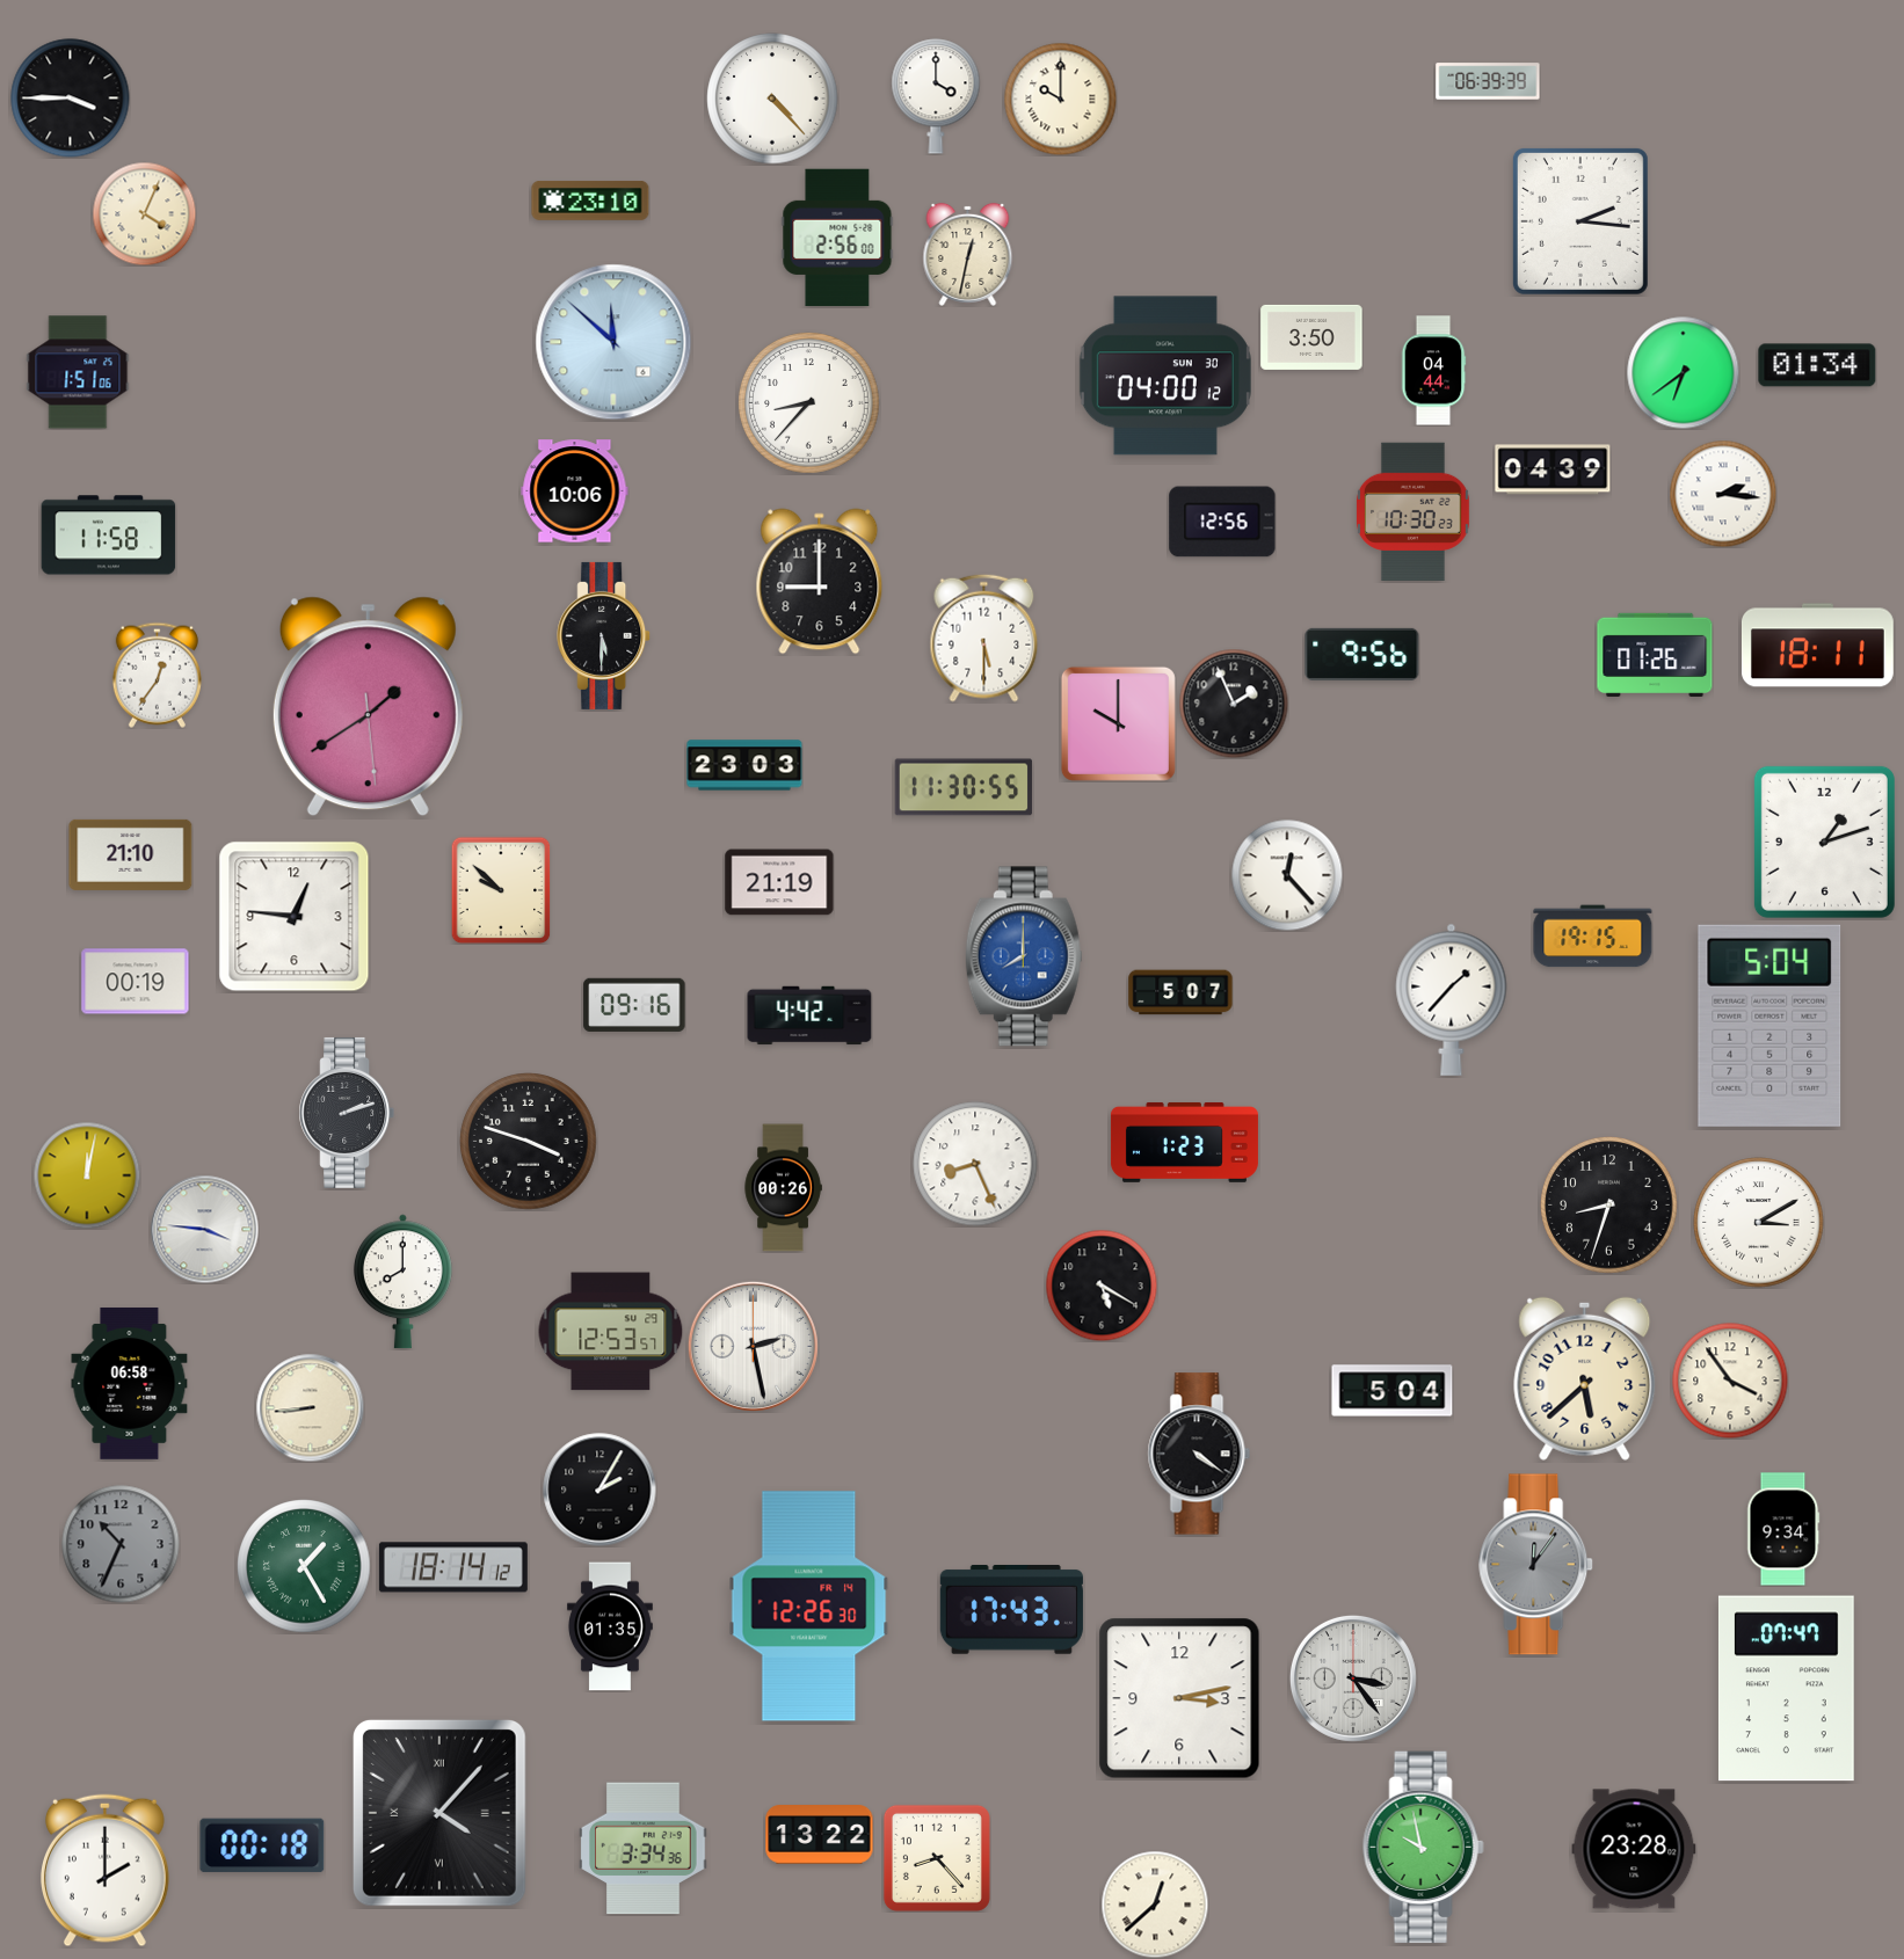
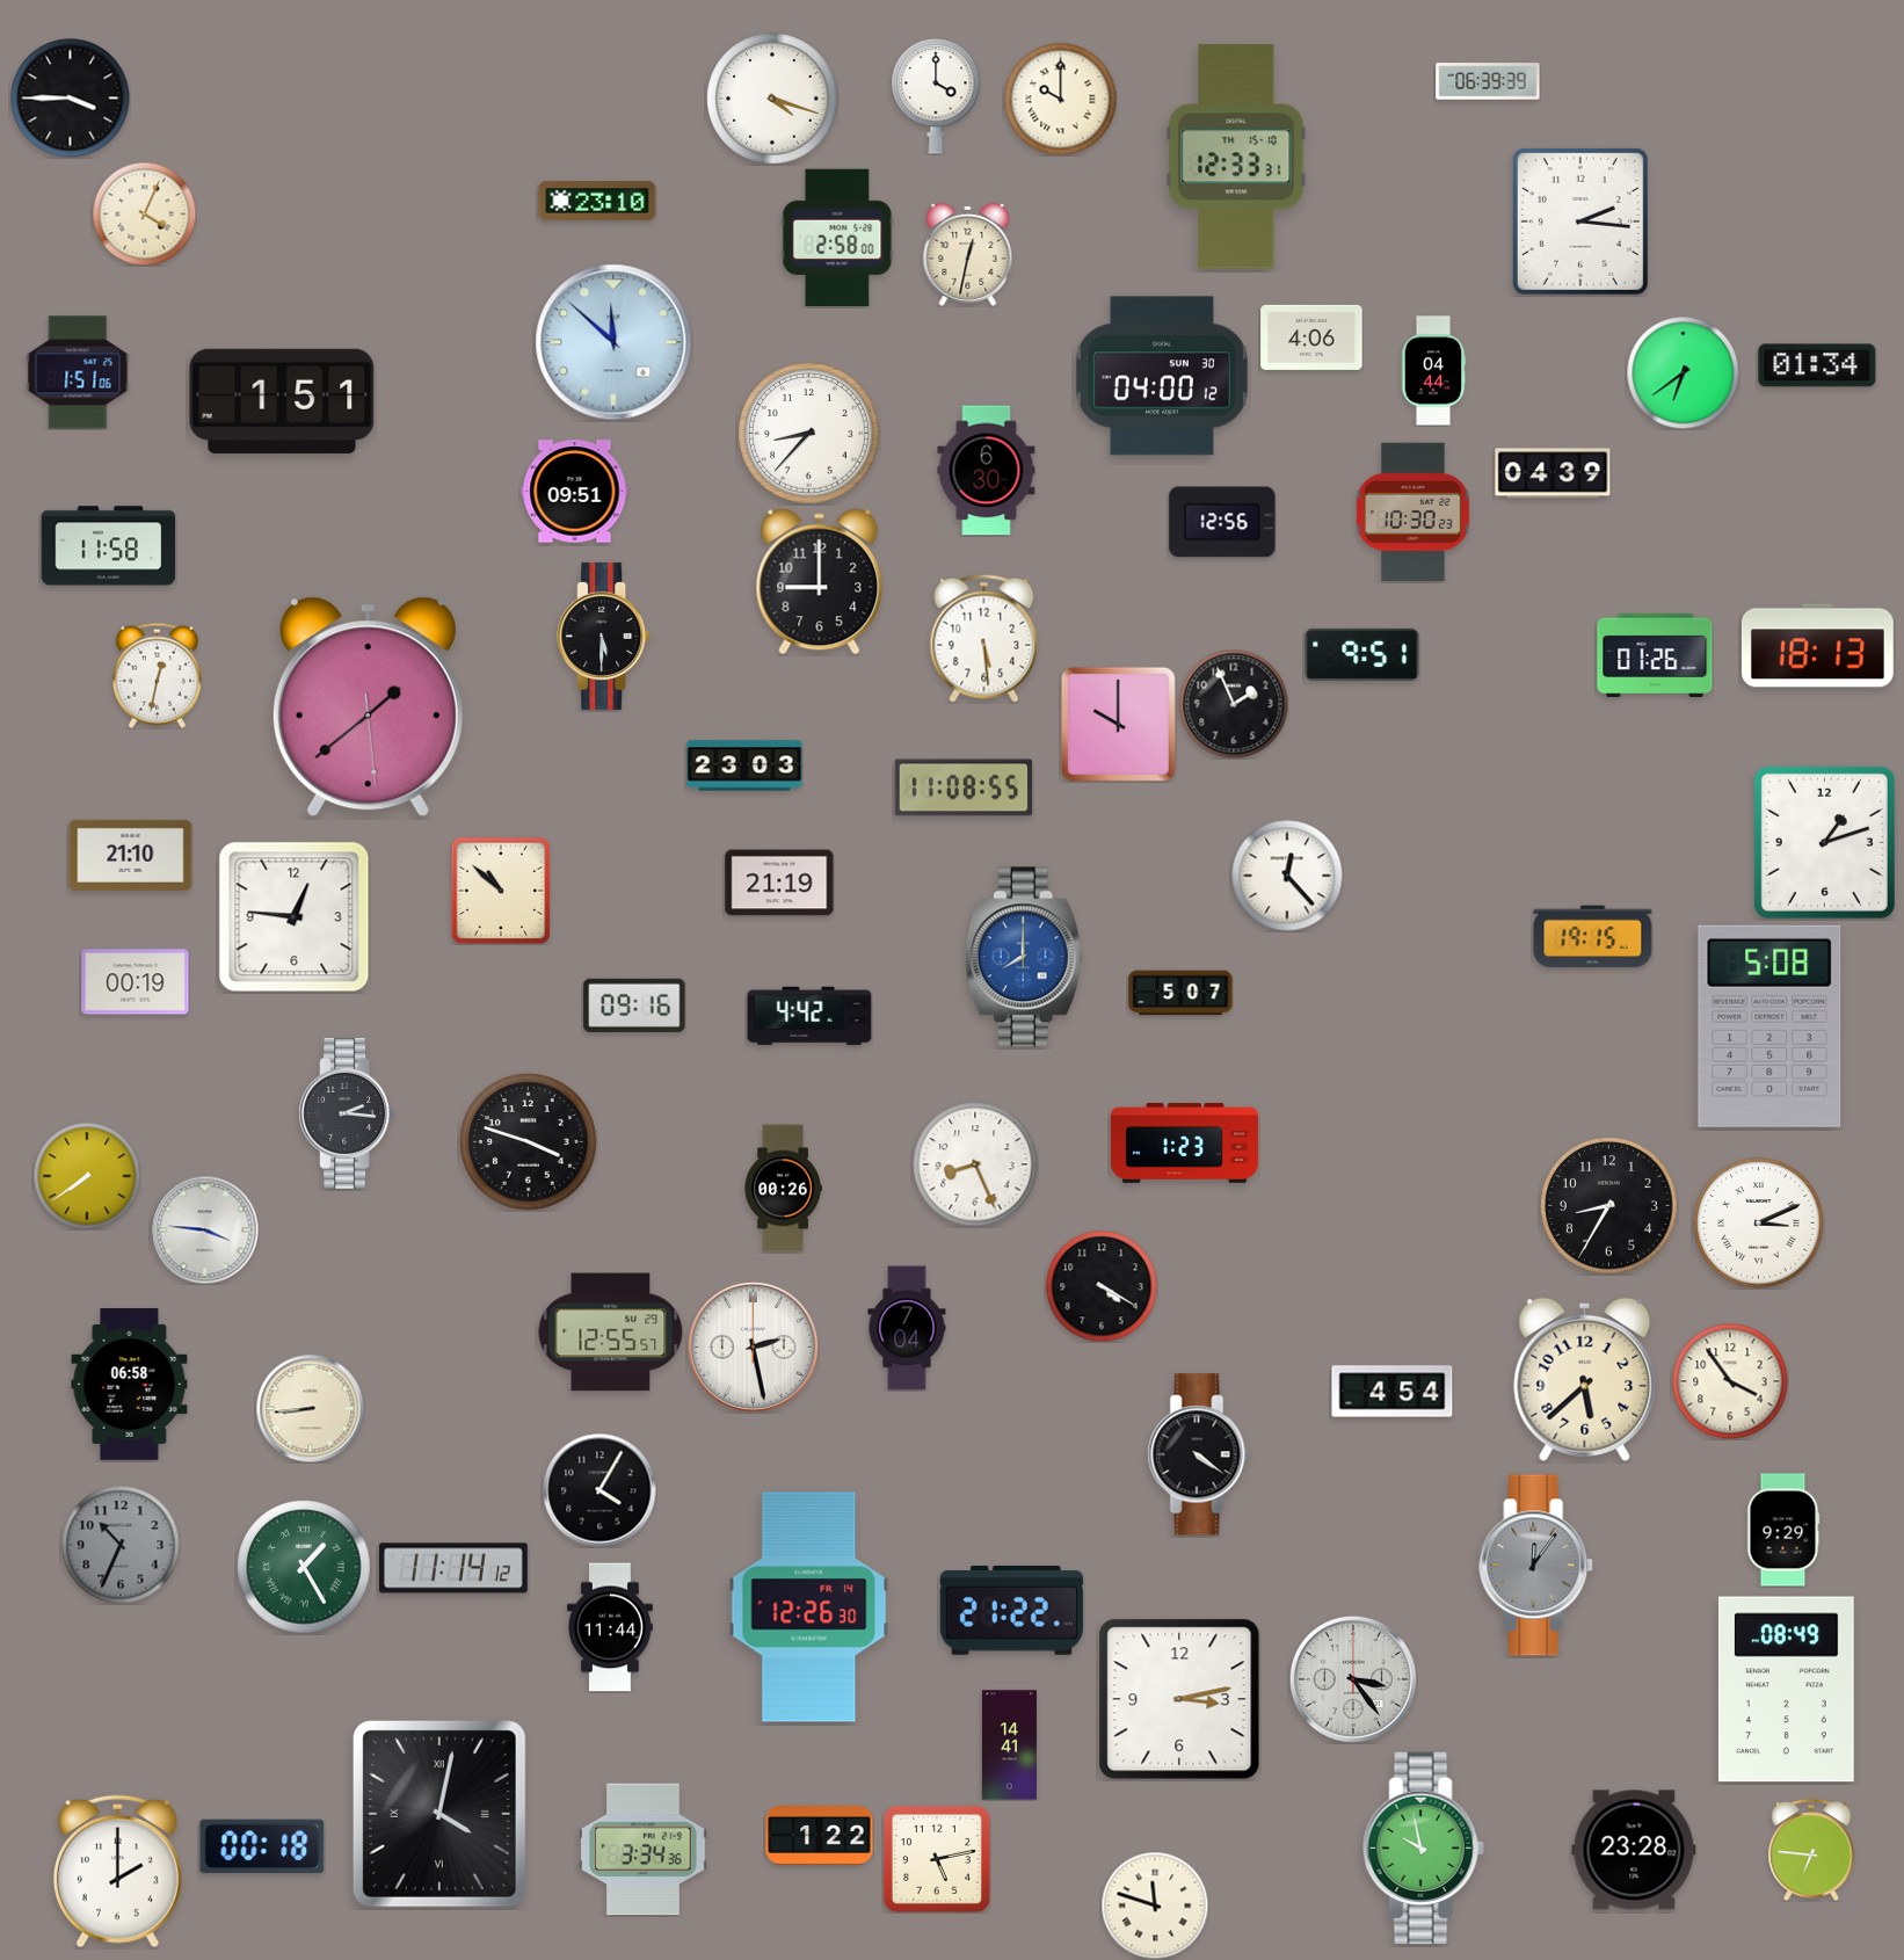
clock at (772, 99): 4:23 -> 4:18
clock at (1236, 157): none -> 12:33
clock at (590, 202) position: (590, 202) -> (597, 202)
clock at (837, 238): 2:56 -> 2:58
clock at (1311, 337): 3:50 -> 4:06
clock at (1165, 376) position: (1165, 376) -> (1162, 376)
clock at (282, 401): none -> 1:51
clock at (809, 403) position: (809, 403) -> (809, 434)
clock at (1553, 469) position: (1553, 469) -> (1553, 473)
clock at (987, 471): none -> 6:30
clock at (575, 491): 10:06 -> 09:51
clock at (1723, 494): 2:16 -> none
clock at (109, 536) position: (109, 536) -> (109, 546)
clock at (984, 638): 5:30 -> 5:29
clock at (1817, 646): 18:11 -> 18:13
clock at (1362, 654): 9:56 -> 9:51
clock at (157, 675): 12:36 -> 12:32
clock at (368, 707): 1:39 -> 1:38
clock at (964, 787): 11:30 -> 11:08
clock at (501, 890): 9:52 -> 10:52
clock at (1452, 999): 1:37 -> none
clock at (1769, 1026): 5:04 -> 5:08
clock at (347, 1113): 2:12 -> 2:16
clock at (87, 1175): 12:02 -> 7:39
clock at (1609, 1206): 8:33 -> 8:35
clock at (1759, 1223): 3:10 -> 3:11
clock at (402, 1282): 8:00 -> none
clock at (1102, 1286): 5:20 -> 4:20
clock at (907, 1328): none -> 7:04
clock at (611, 1332): 12:53 -> 12:55
clock at (1393, 1391): 5:04 -> 4:54
clock at (599, 1490): 2:05 -> 4:05
clock at (1783, 1529): 9:34 -> 9:29
clock at (453, 1567): 18:14 -> 11:14
clock at (1011, 1609): 17:43 -> 21:22
clock at (610, 1626): 01:35 -> 11:44
clock at (1786, 1689): 07:47 -> 08:49
clock at (1009, 1745): none -> 14:41
clock at (439, 1813): 4:07 -> 4:02
clock at (820, 1835): 13:22 -> 1:22
clock at (1811, 1850): none -> 6:46
clock at (937, 1858): 8:23 -> 5:13
clock at (104, 1871) position: (104, 1871) -> (117, 1872)
clock at (1155, 1905): 12:38 -> 11:48
